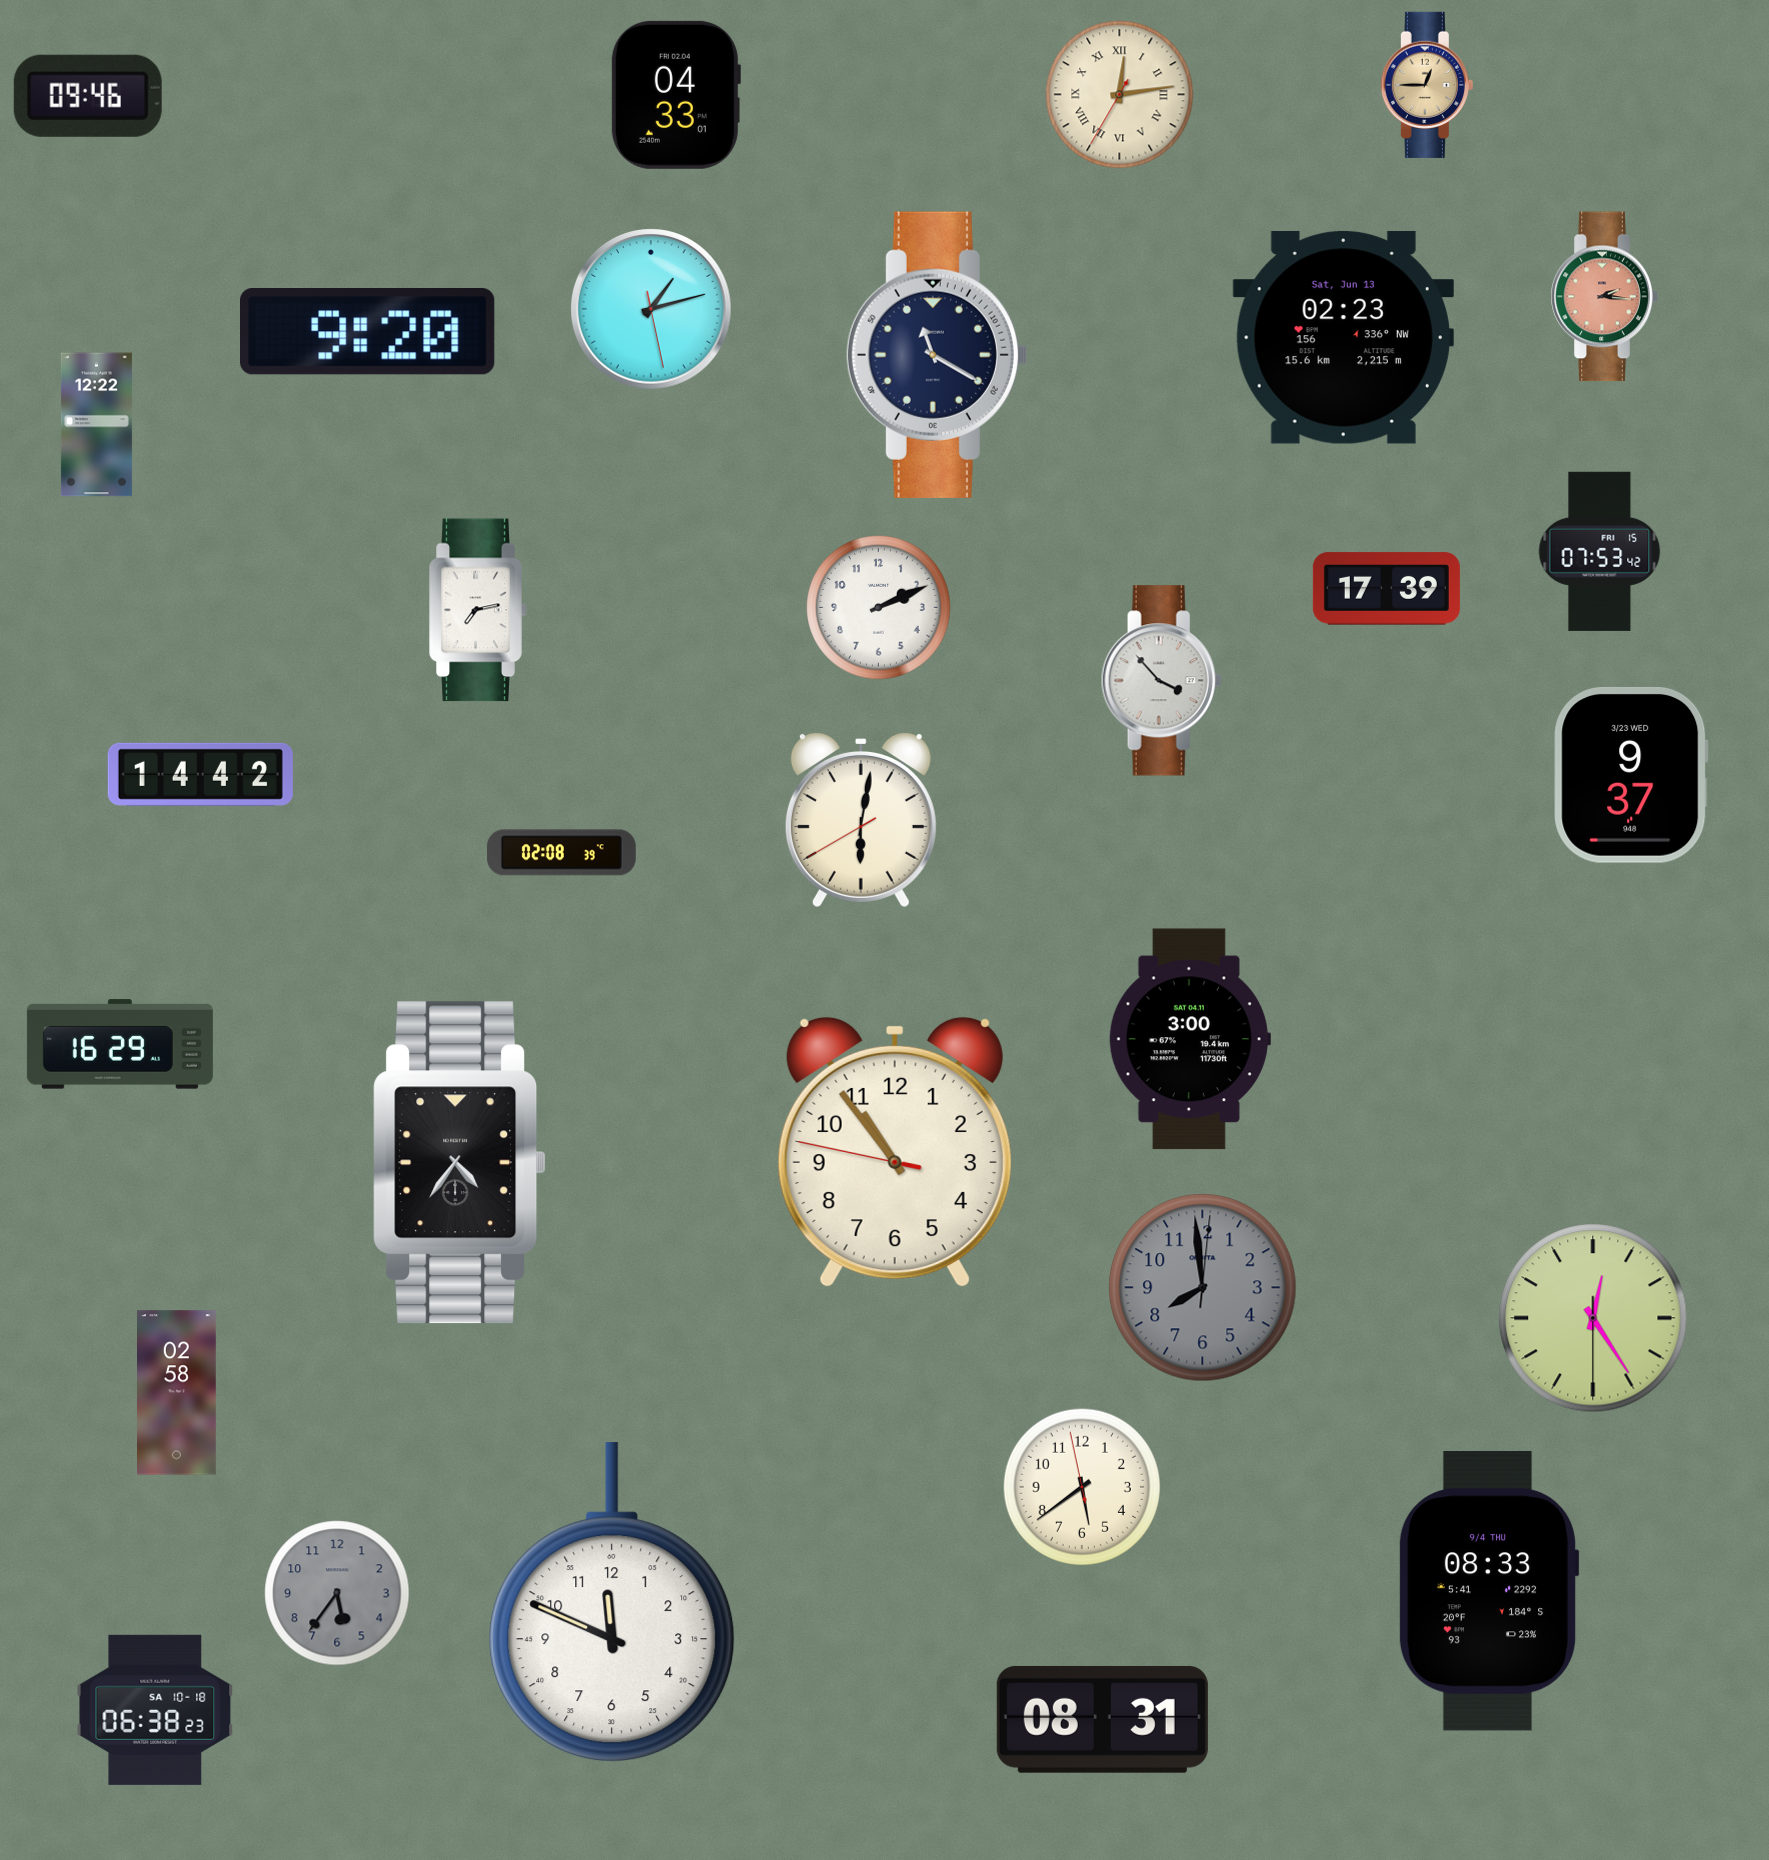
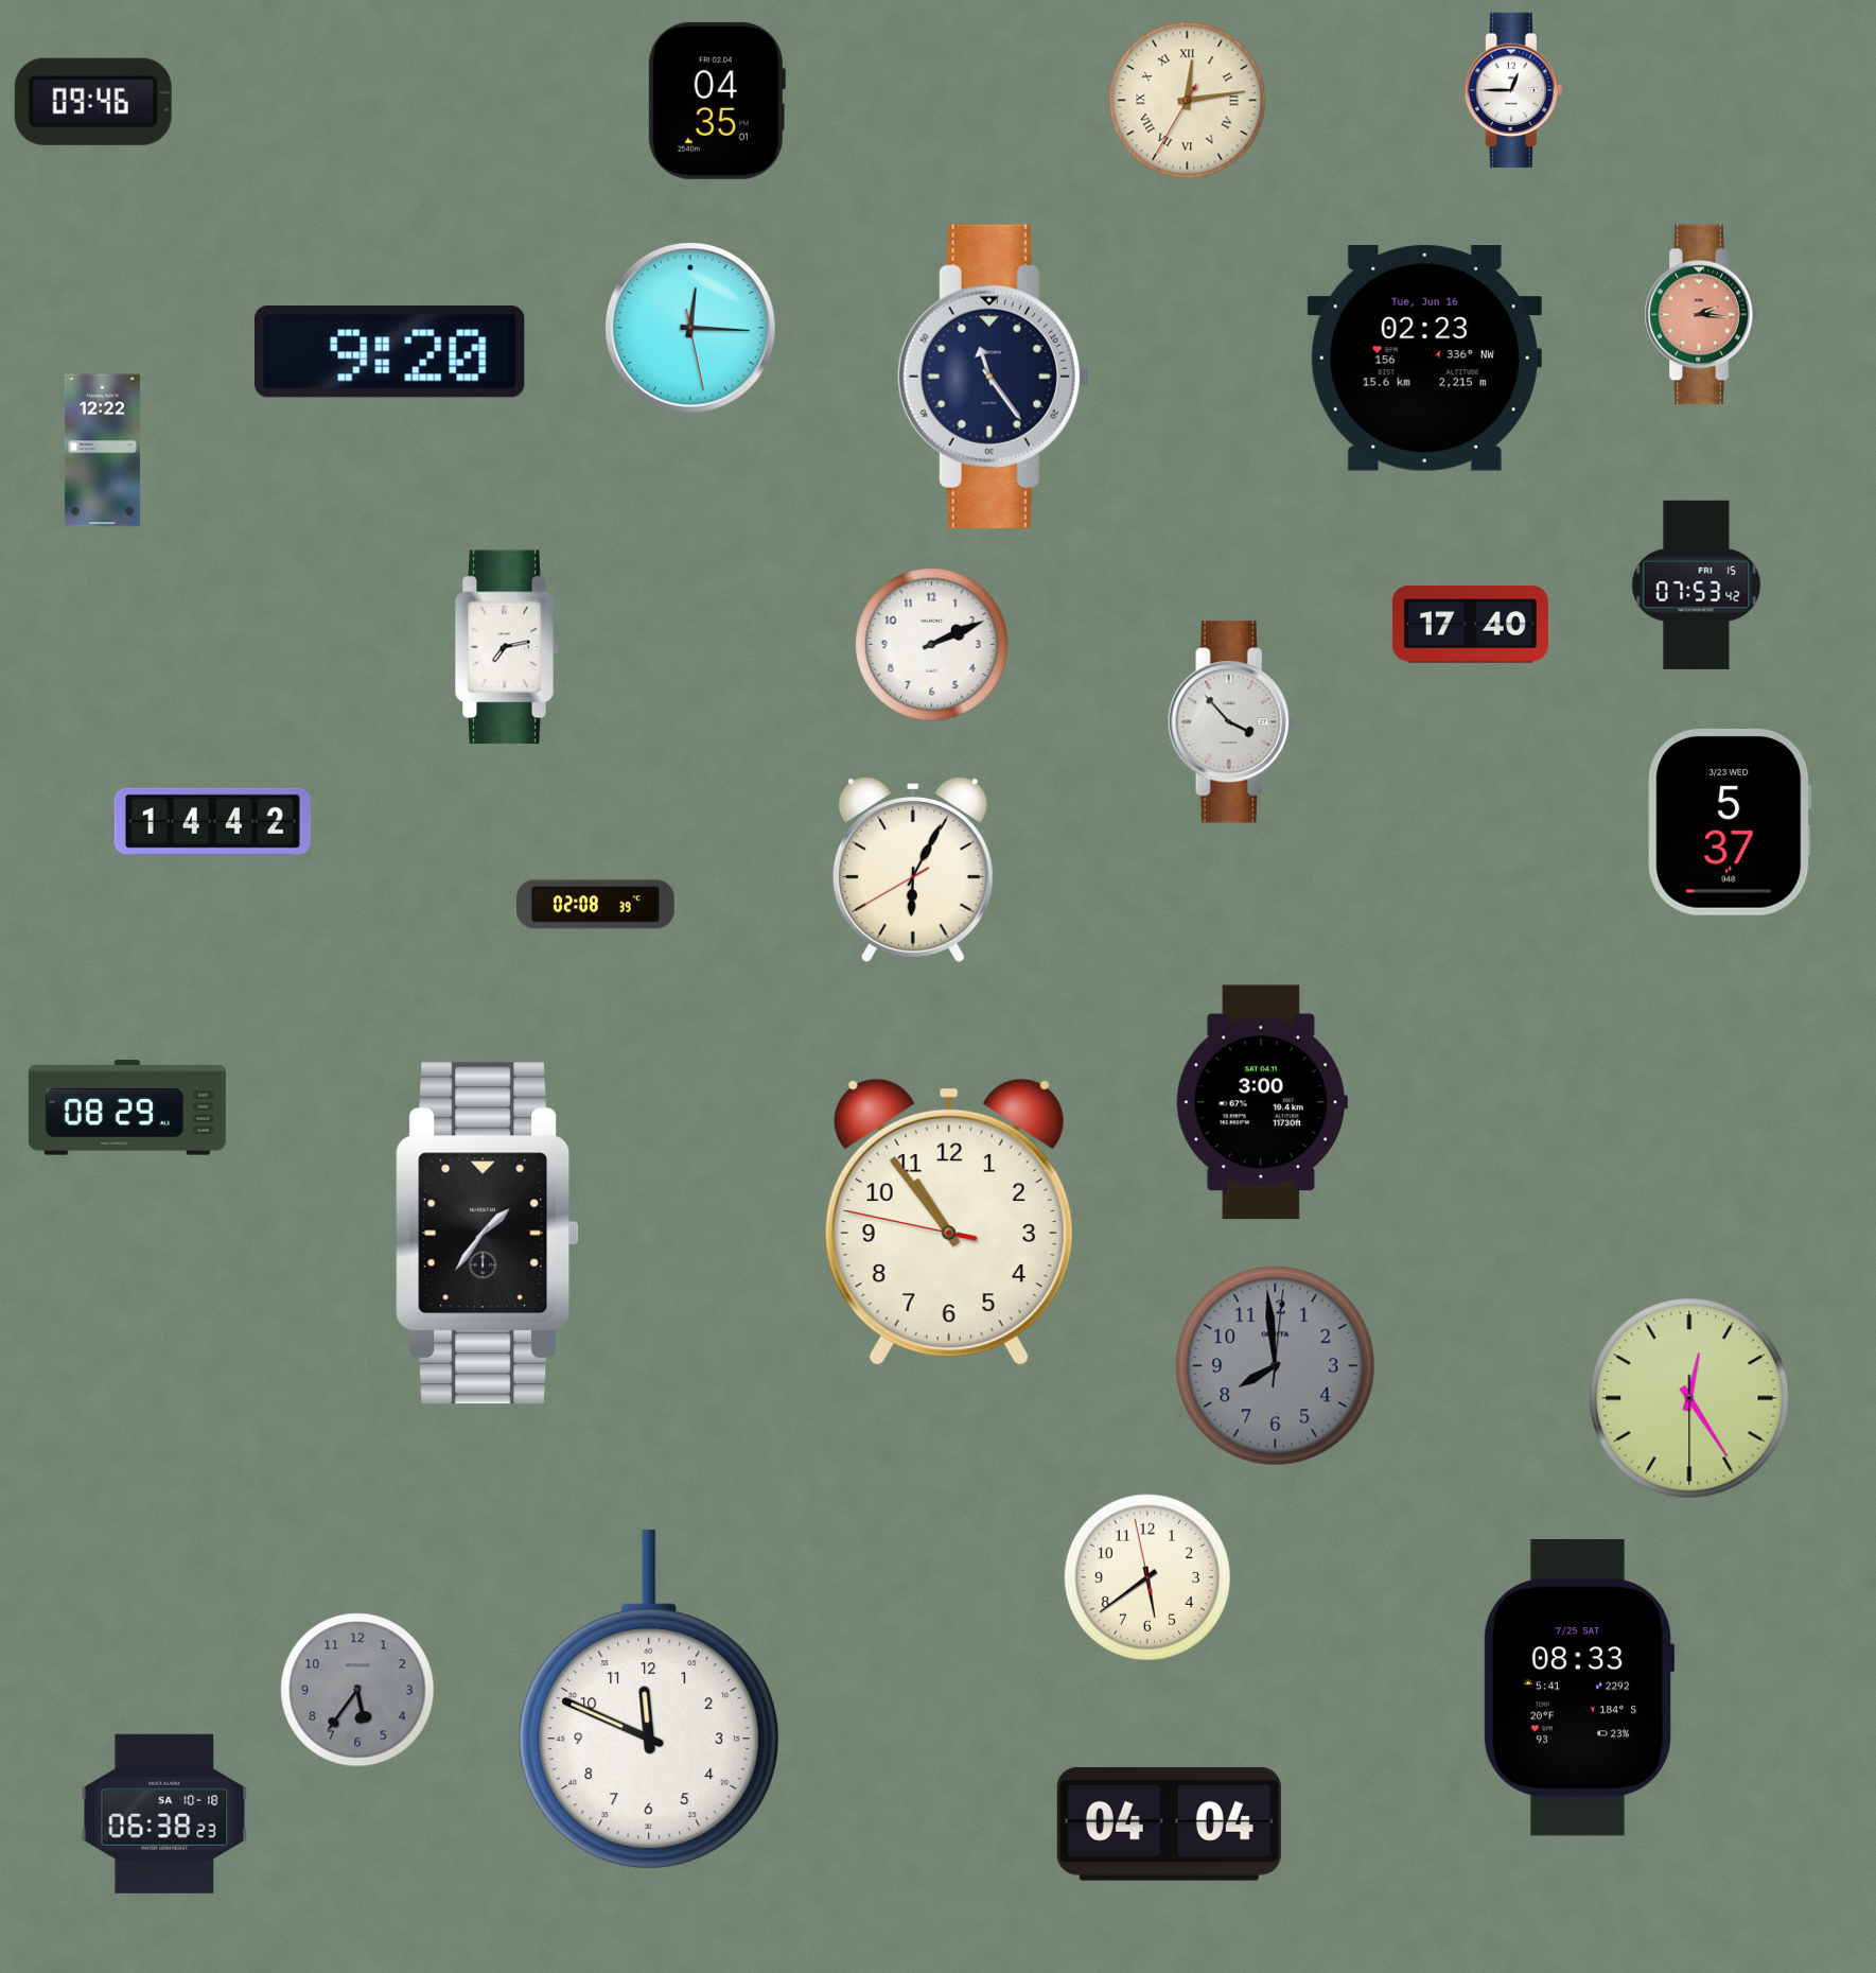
clock at (1427, 85) dial: champagne -> white
clock at (675, 95): 04:33 -> 04:35
clock at (651, 309): 1:12 -> 12:15
clock at (1343, 337) date: Sat, Jun 13 -> Tue, Jun 16
clock at (936, 355): 11:20 -> 11:24
clock at (1386, 589): 17:39 -> 17:40
clock at (1631, 775): 9:37 -> 5:37
clock at (861, 820): 6:01 -> 6:04
clock at (120, 1044): 16:29 -> 08:29
clock at (460, 1163): 4:36 -> 1:36
clock at (177, 1393): 02:58 -> none
clock at (1489, 1591) date: 9/4 THU -> 7/25 SAT
clock at (1102, 1719): 08:31 -> 04:04
